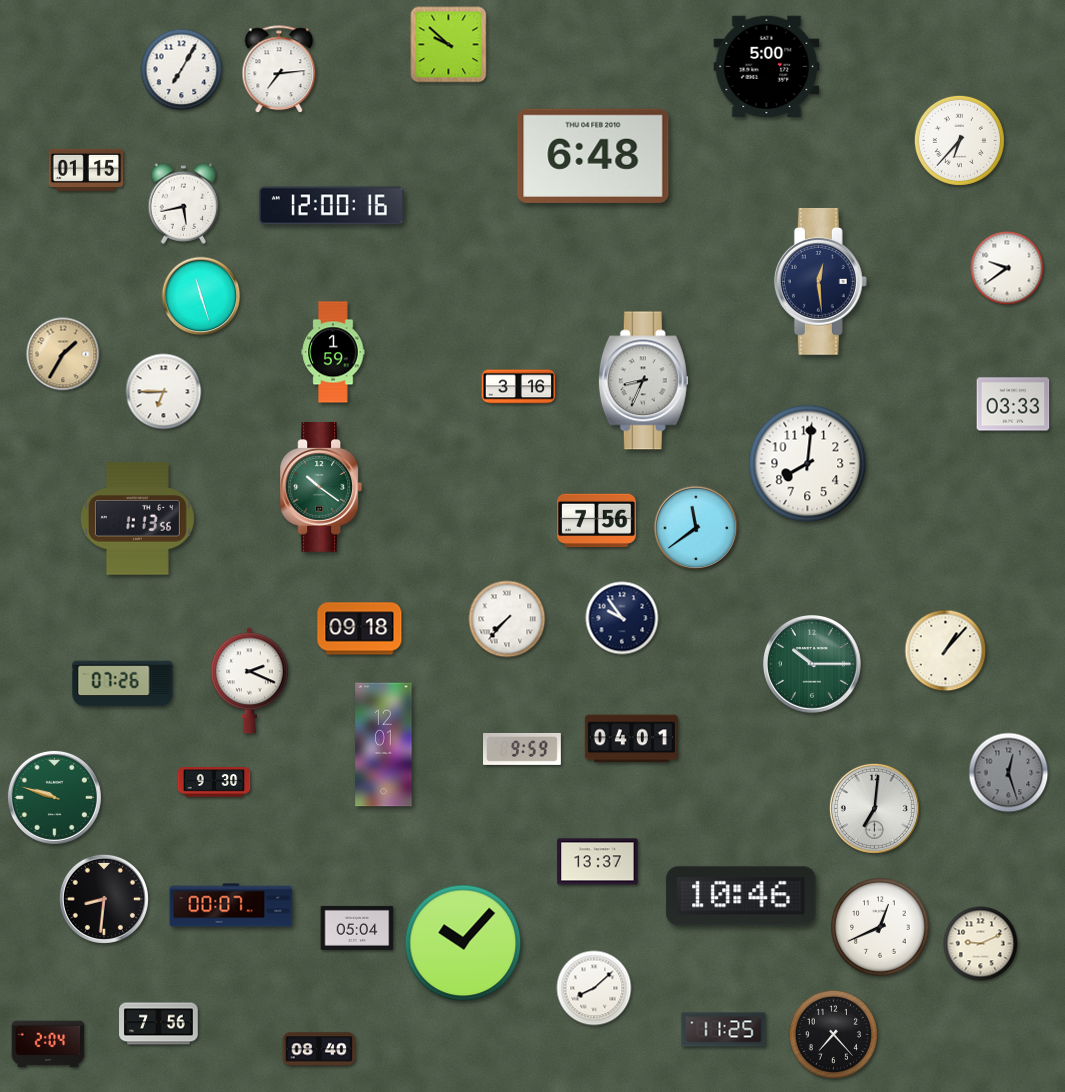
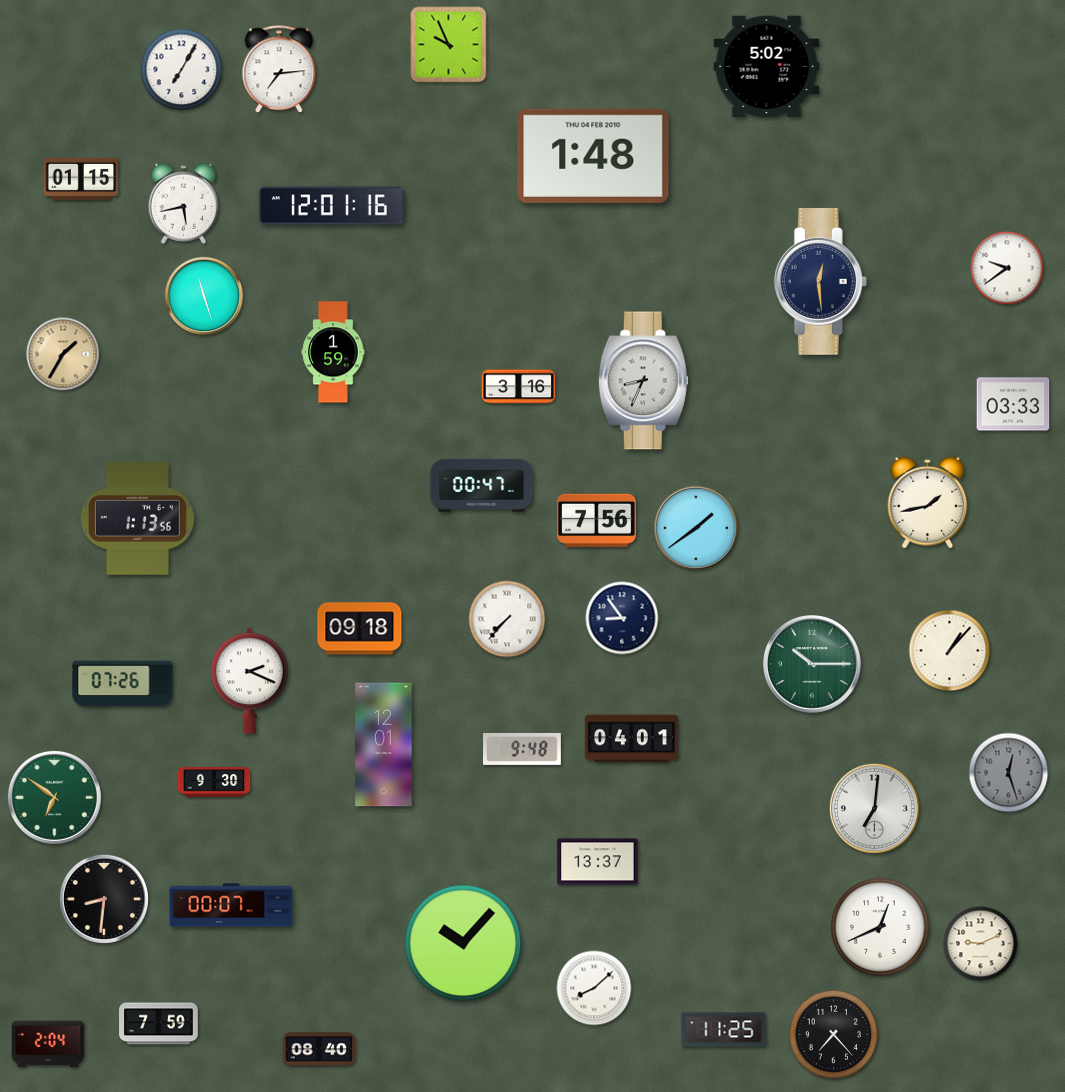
clock at (449, 45): 9:52 -> 9:56
clock at (767, 66): 5:00 -> 5:02
clock at (959, 140): 6:37 -> none
clock at (593, 156): 6:48 -> 1:48
clock at (86, 170) position: (86, 170) -> (81, 179)
clock at (331, 206): 12:00 -> 12:01
clock at (201, 296) position: (201, 296) -> (204, 296)
clock at (164, 392): 6:45 -> none
clock at (808, 464): 8:01 -> none
clock at (482, 486): none -> 00:47
clock at (321, 488): 10:21 -> none
clock at (928, 502): none -> 1:43
clock at (696, 528): 11:39 -> 1:39
clock at (622, 618): 9:54 -> 8:54
clock at (946, 651) position: (946, 651) -> (950, 651)
clock at (523, 749): 9:59 -> 9:48
clock at (54, 797): 9:48 -> 6:51
clock at (741, 896): 10:46 -> none
clock at (357, 928): 05:04 -> none
clock at (159, 1024): 7:56 -> 7:59
